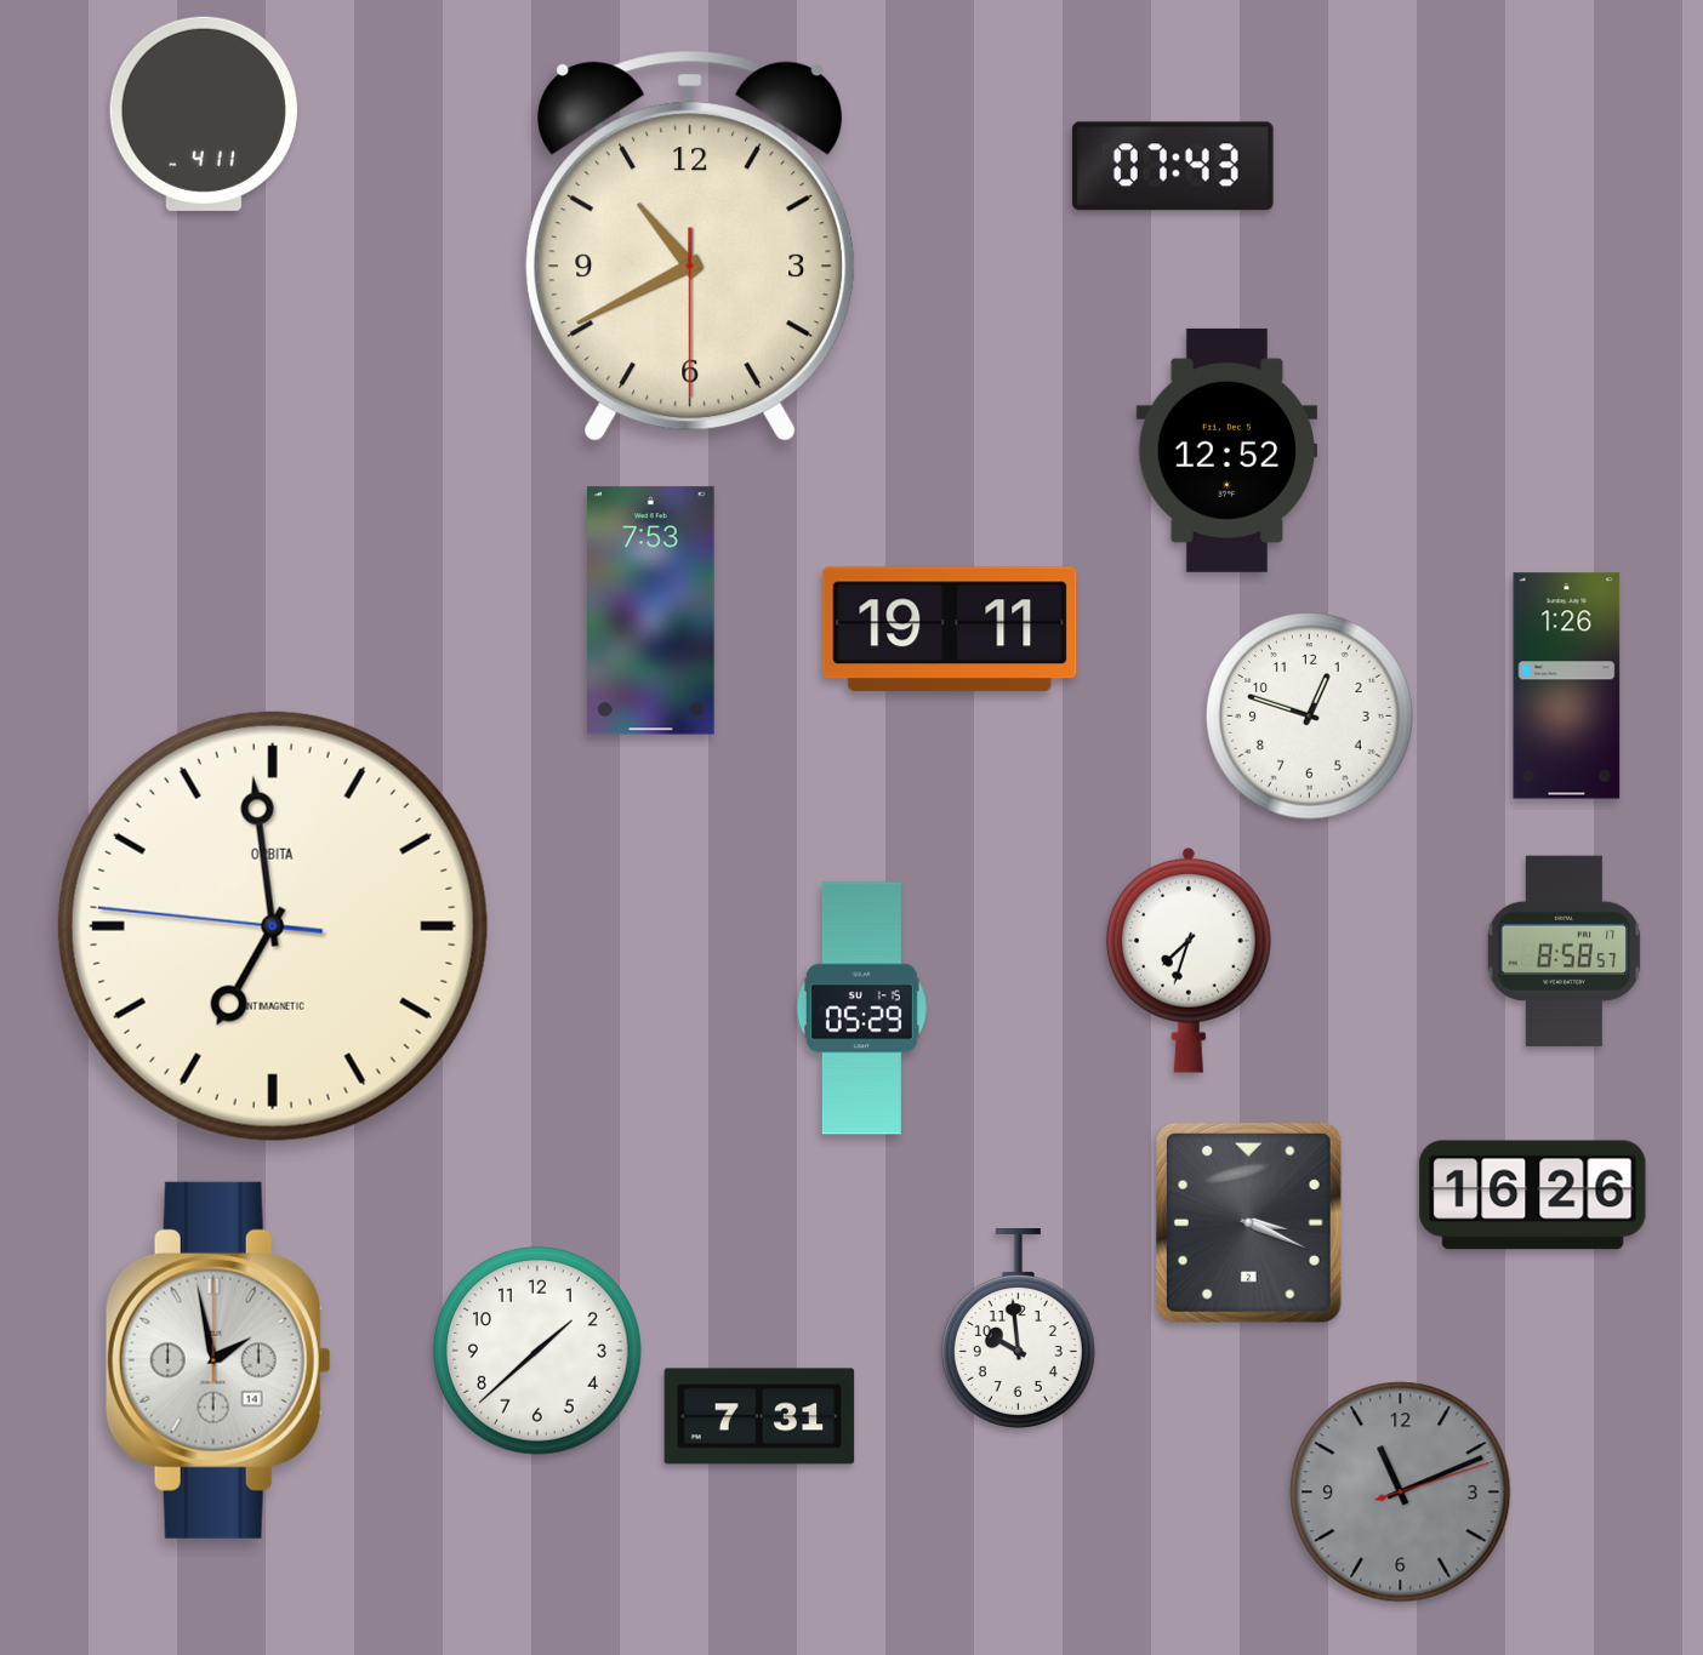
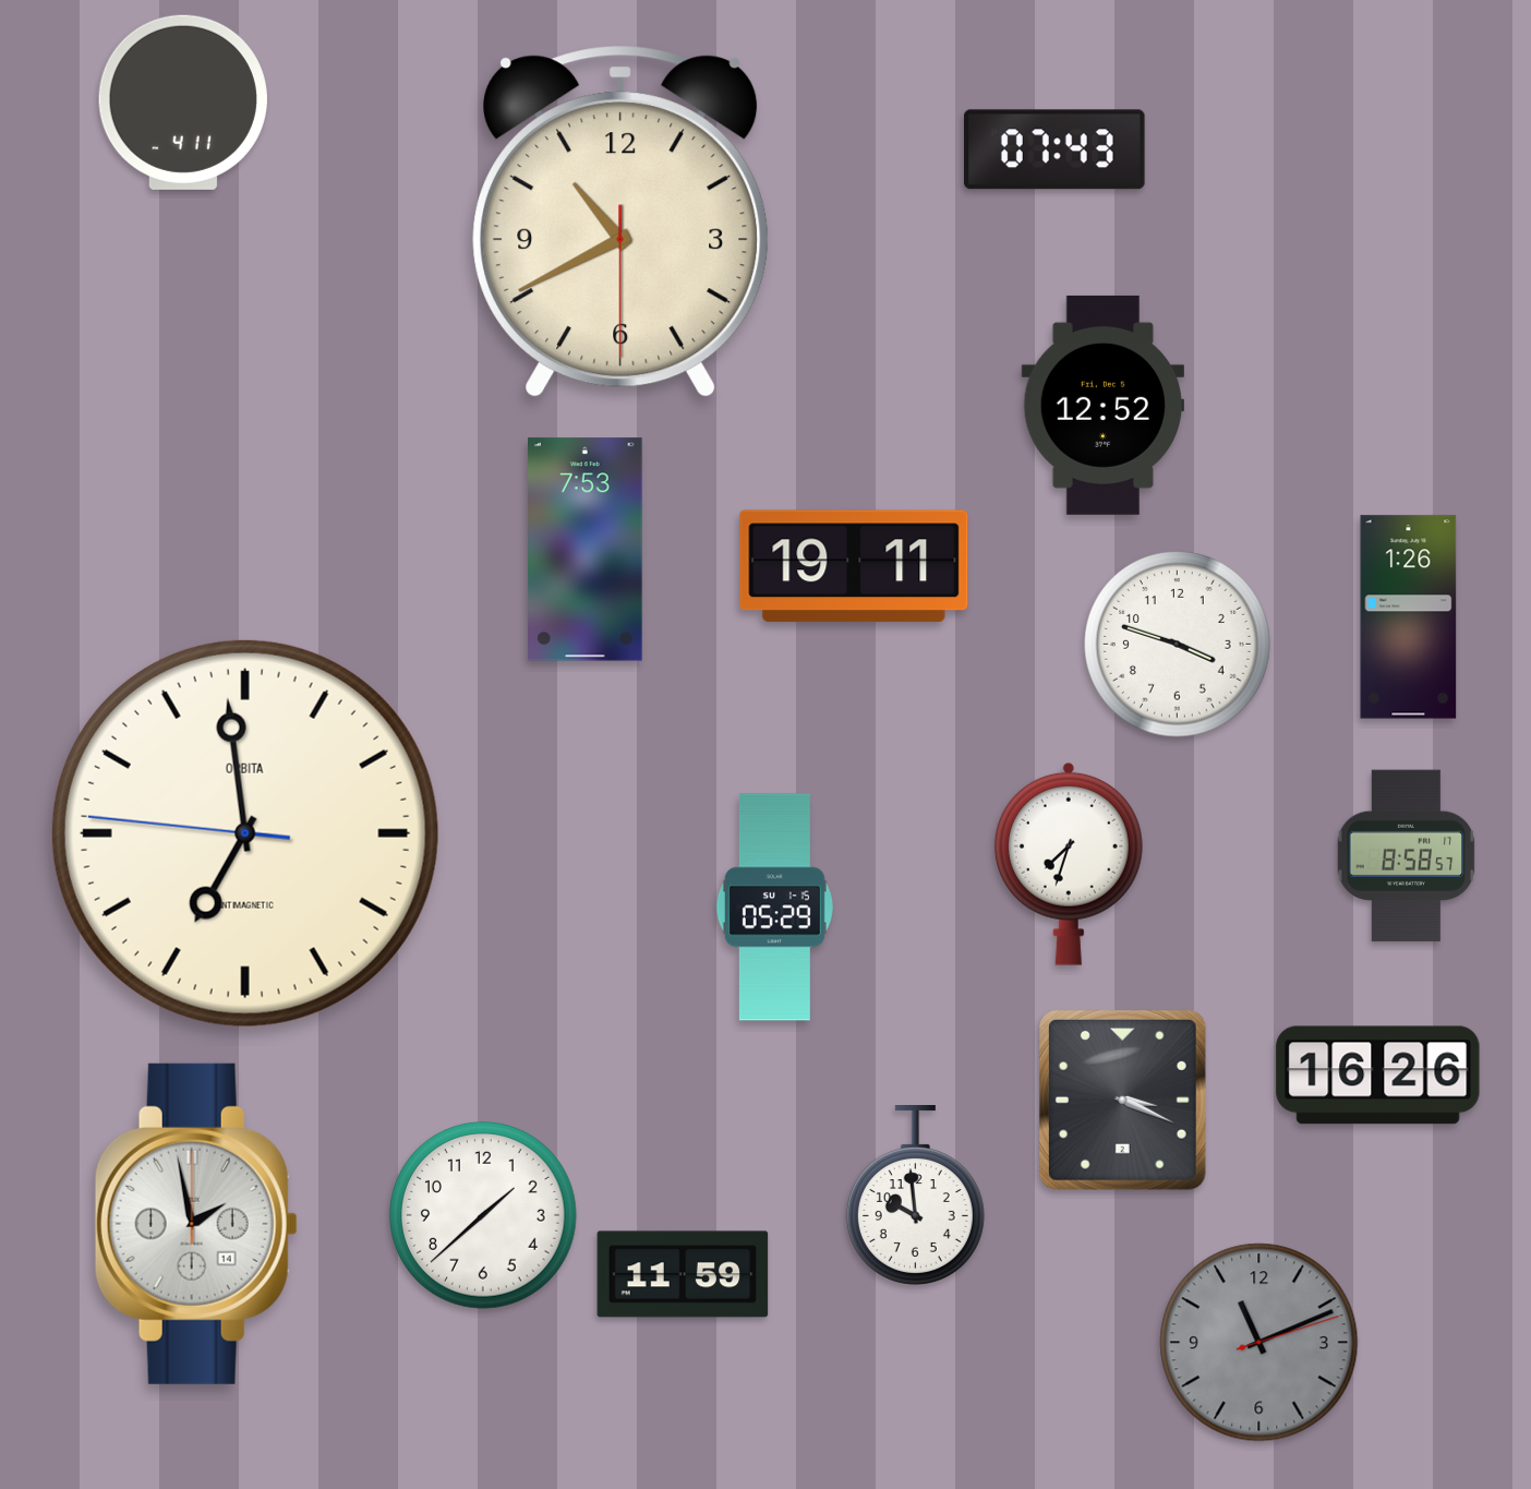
clock at (1310, 717): 12:48 -> 3:48
clock at (759, 1416): 7:31 -> 11:59
